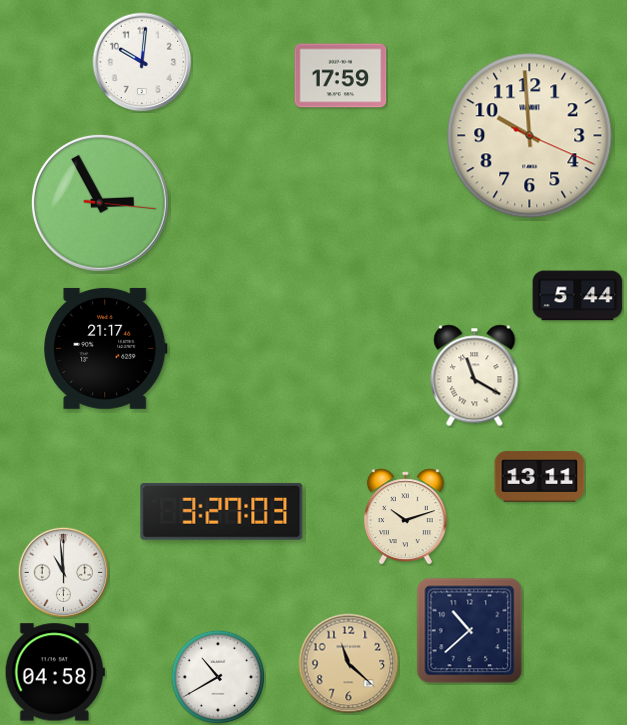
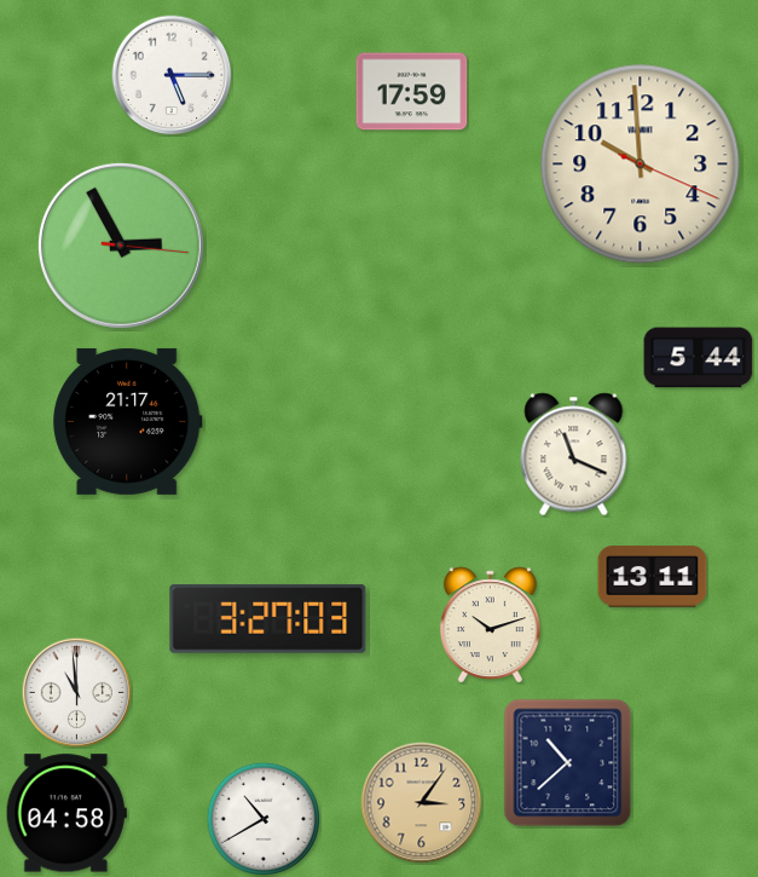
clock at (142, 62): 10:01 -> 5:15
clock at (475, 376): 11:20 -> 11:19
clock at (349, 664): 11:22 -> 3:06
